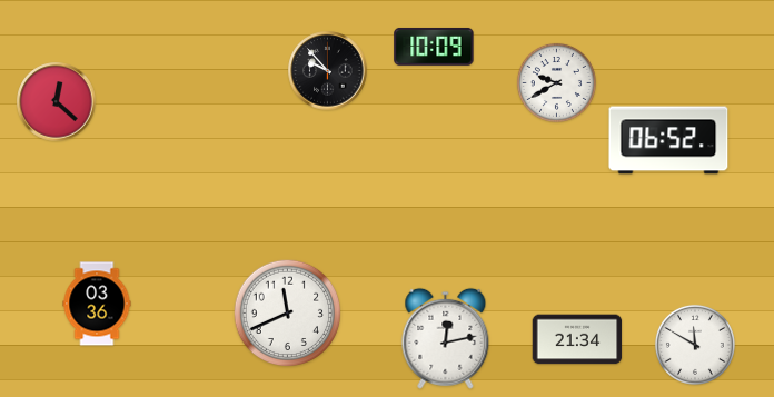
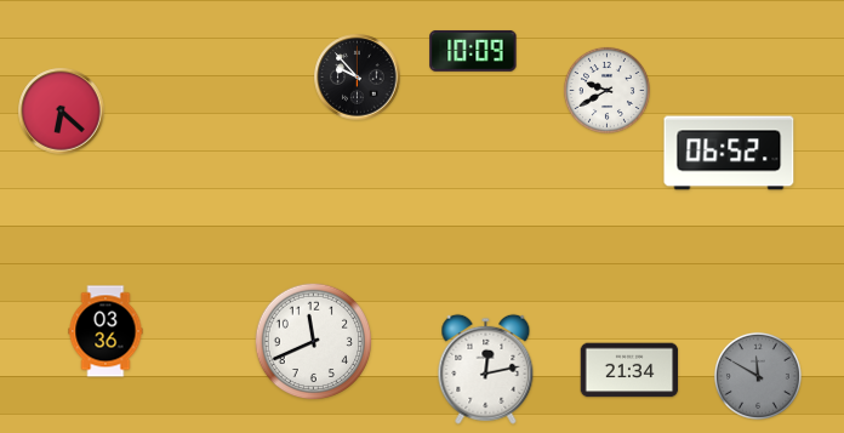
clock at (57, 102): 12:22 -> 6:22
clock at (695, 345) dial: white -> grey
